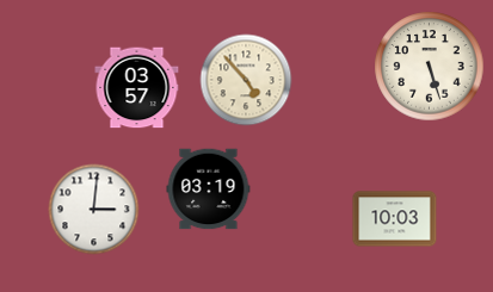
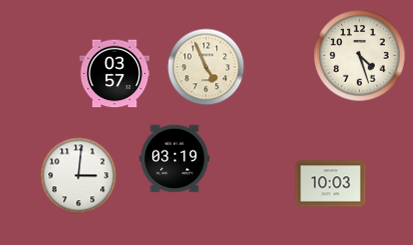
clock at (430, 67): 5:27 -> 4:27
clock at (246, 80): 4:53 -> 4:56
